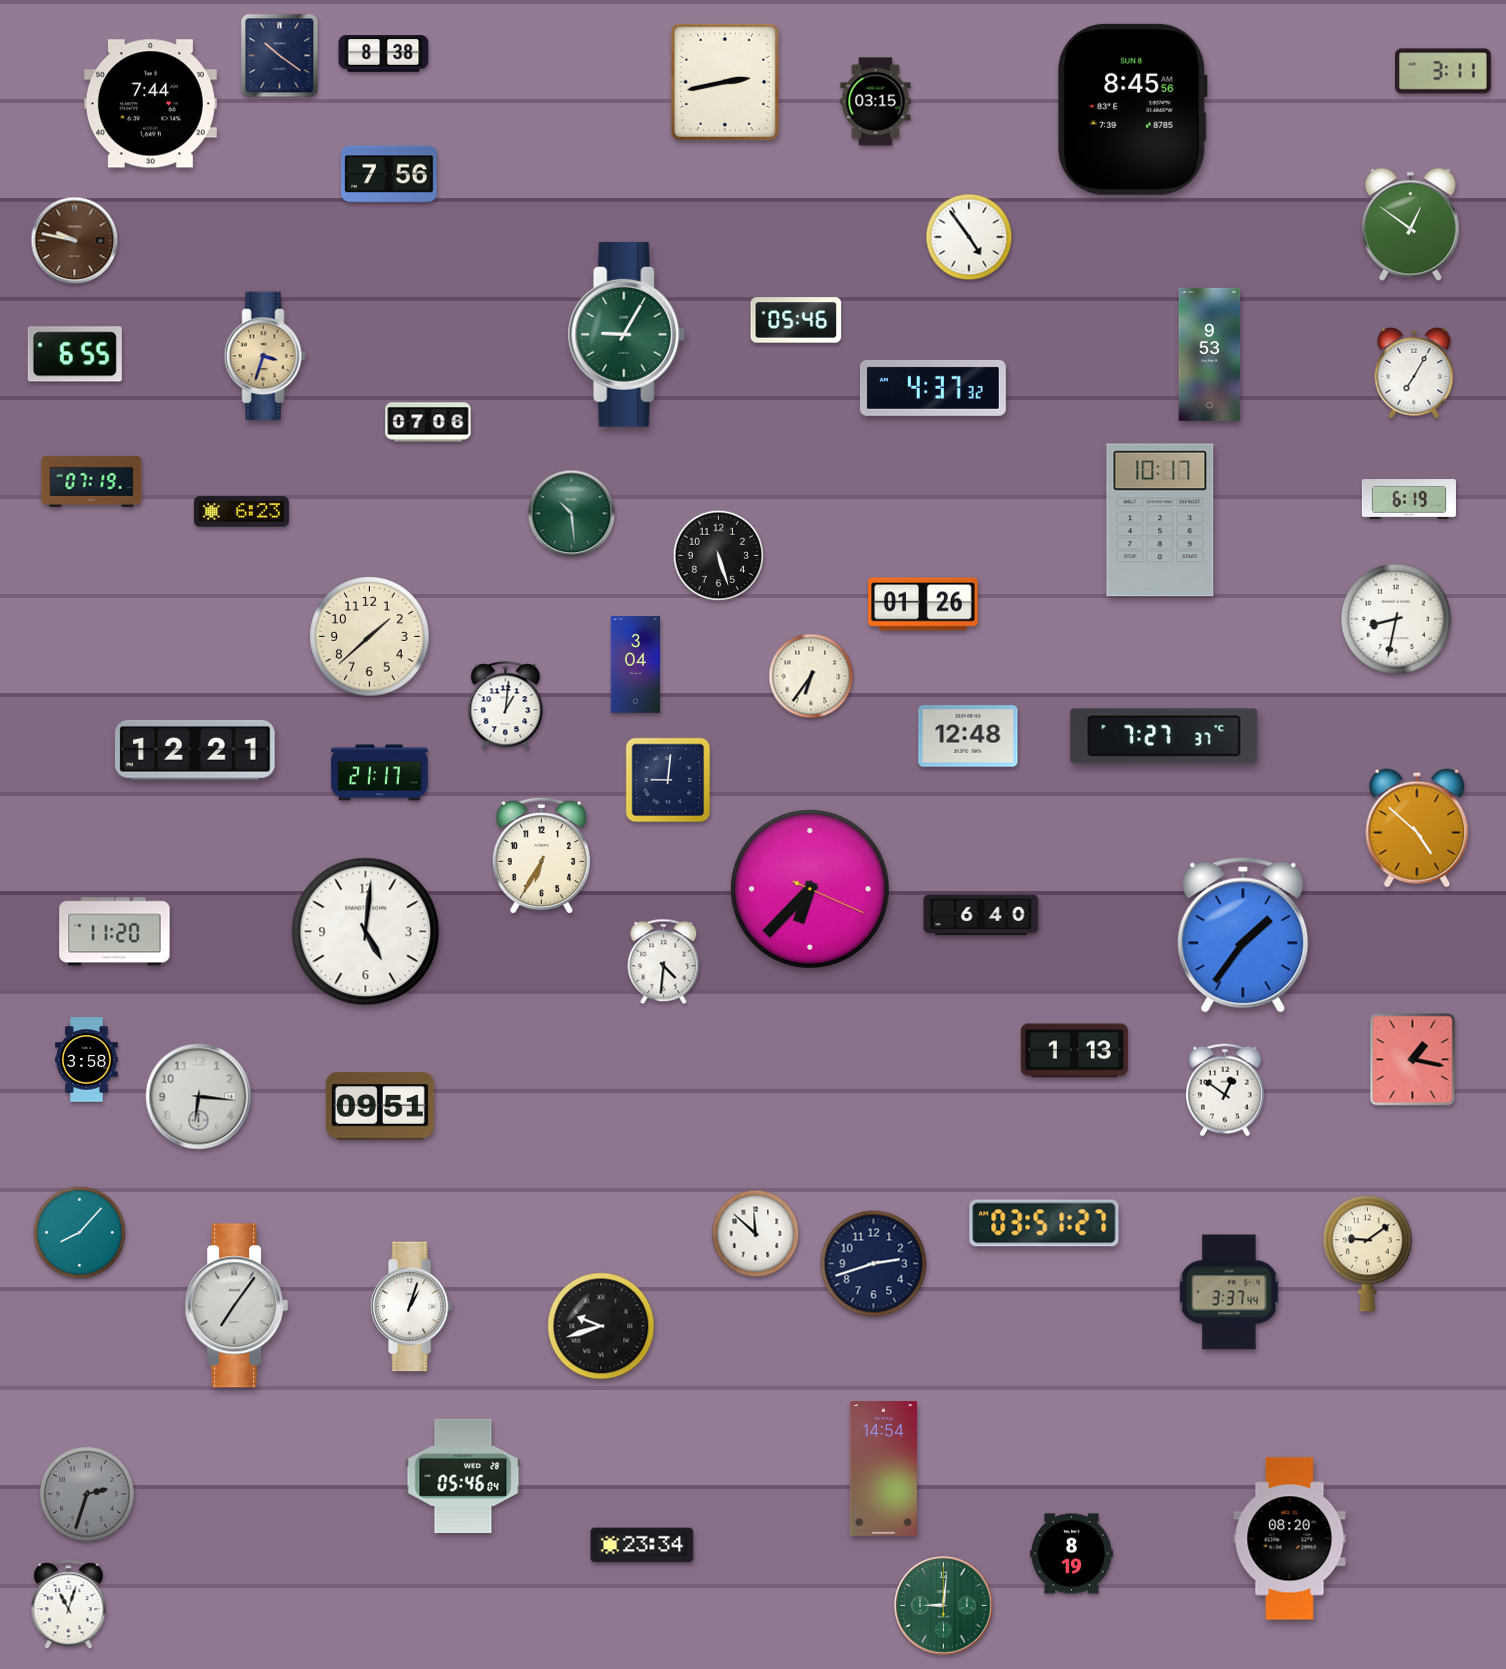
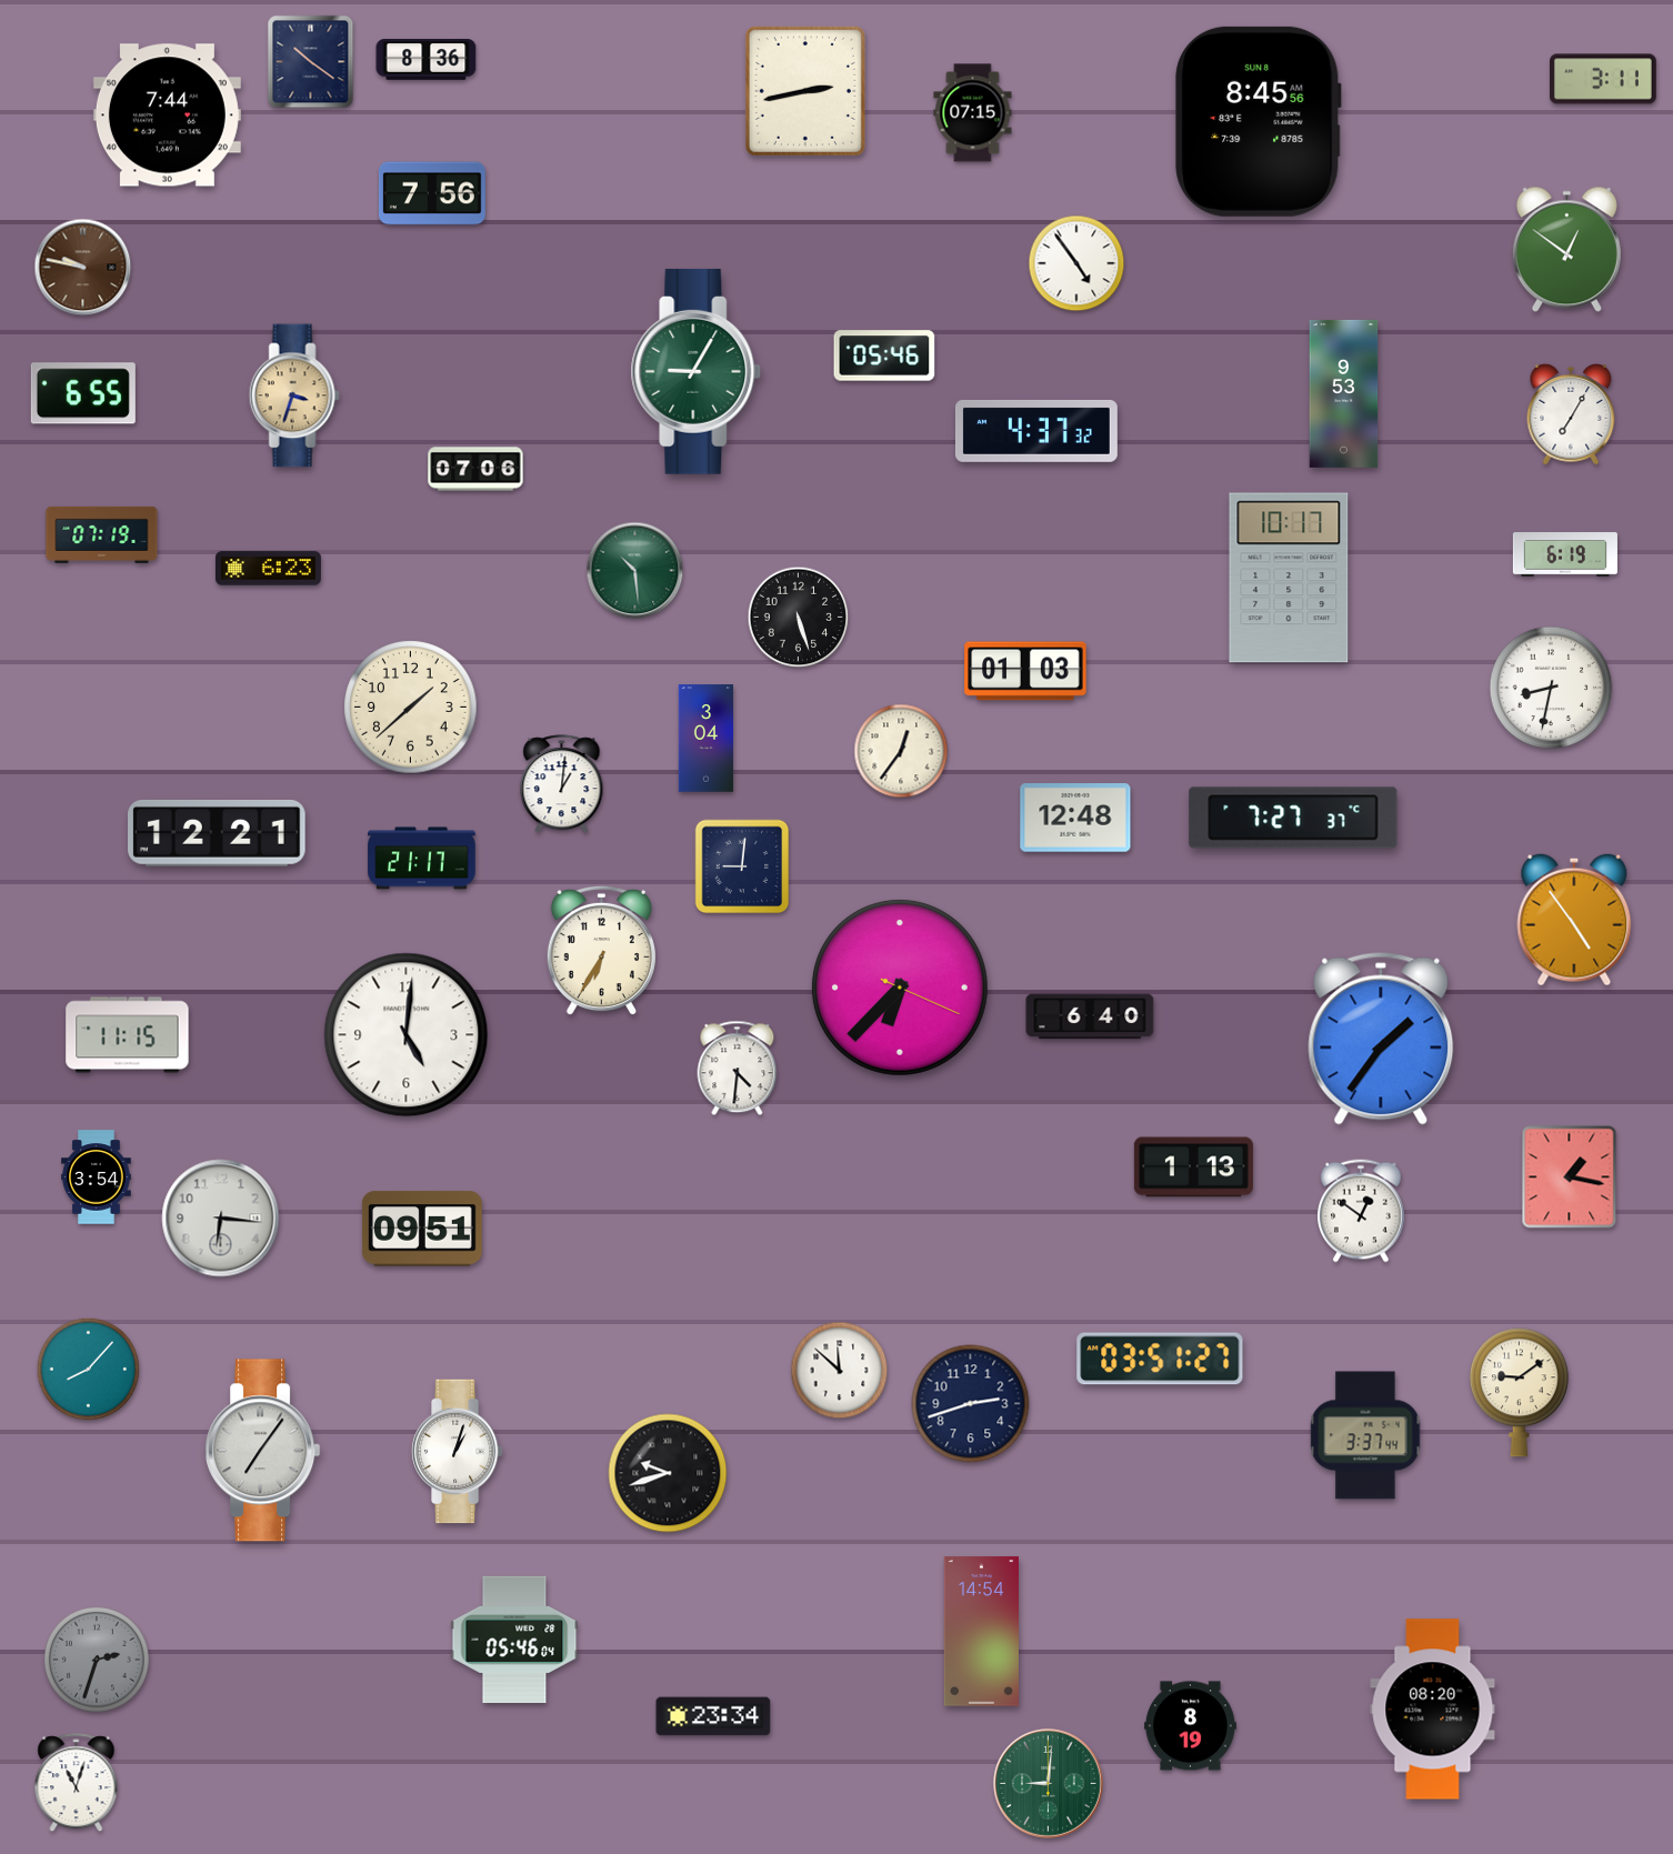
clock at (384, 54): 8:38 -> 8:36
clock at (876, 102): 03:15 -> 07:15
clock at (923, 604): 01:26 -> 01:03
clock at (811, 676): 6:36 -> 12:36
clock at (1417, 828): 4:52 -> 4:54
clock at (115, 932): 11:20 -> 11:15
clock at (87, 1060): 3:58 -> 3:54
